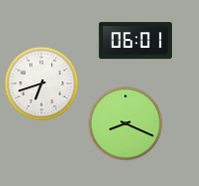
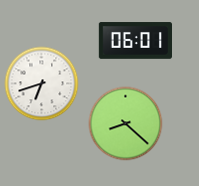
clock at (126, 124): 8:19 -> 8:22
